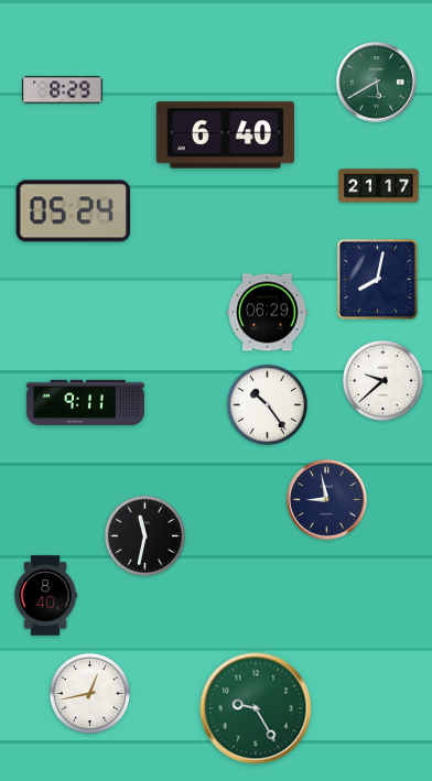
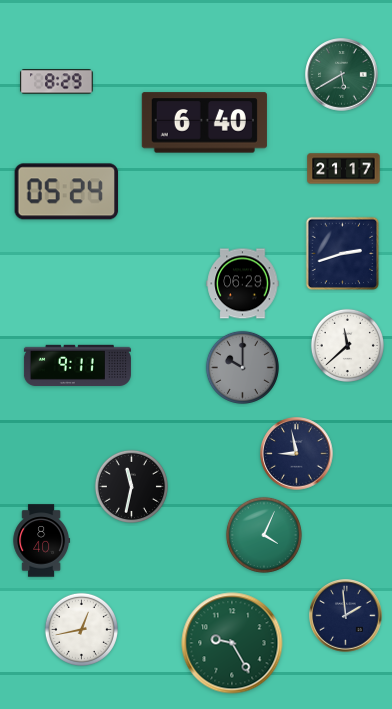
clock at (378, 280): 8:02 -> 2:42
clock at (382, 380): 9:38 -> 11:38
clock at (267, 404): 10:24 -> 10:00
clock at (267, 404) dial: white -> grey
clock at (264, 535): none -> 4:04
clock at (346, 616): none -> 1:59
